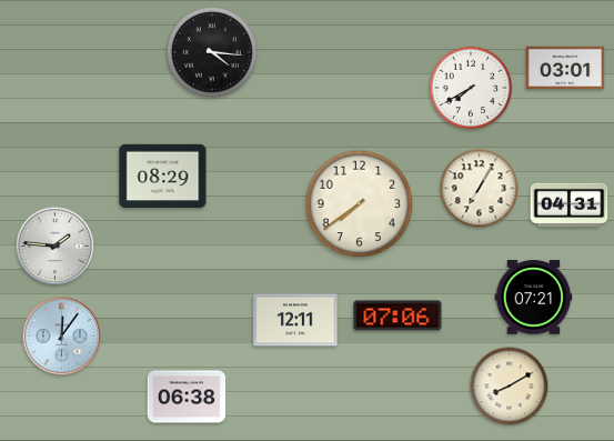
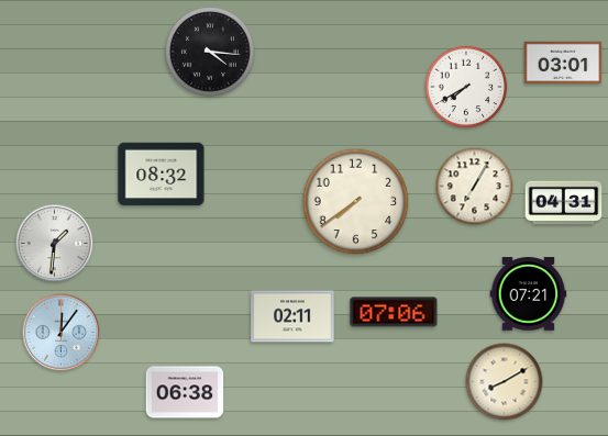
clock at (565, 68) position: (565, 68) -> (563, 63)
clock at (163, 177): 08:29 -> 08:32
clock at (56, 247): 1:46 -> 1:31
clock at (295, 320): 12:11 -> 02:11
